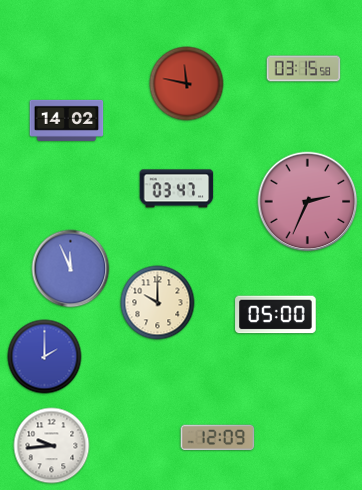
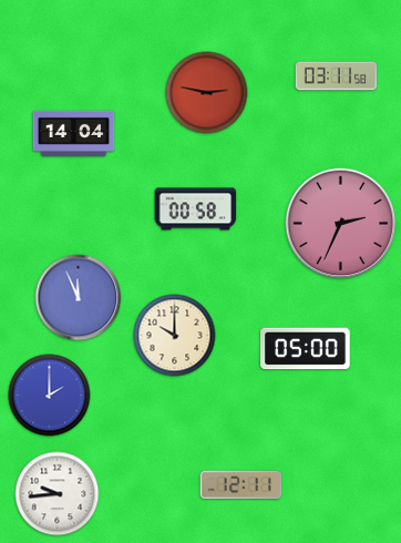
clock at (304, 69): 03:15 -> 03:11
clock at (187, 84): 11:47 -> 2:47
clock at (67, 120): 14:02 -> 14:04
clock at (177, 189): 03:47 -> 00:58
clock at (218, 438): 12:09 -> 12:11
